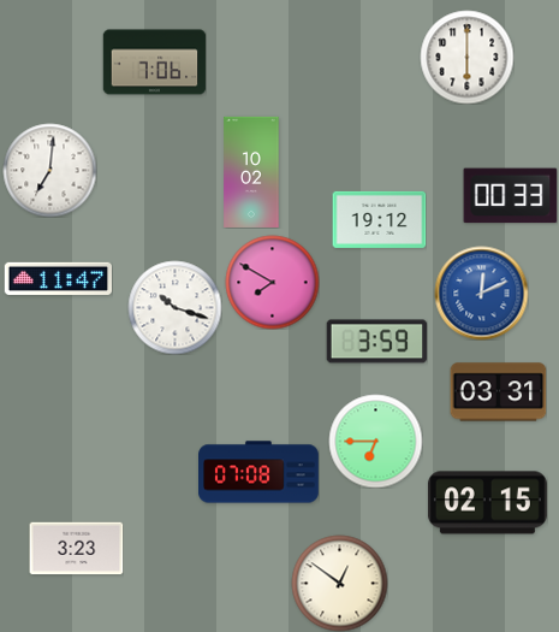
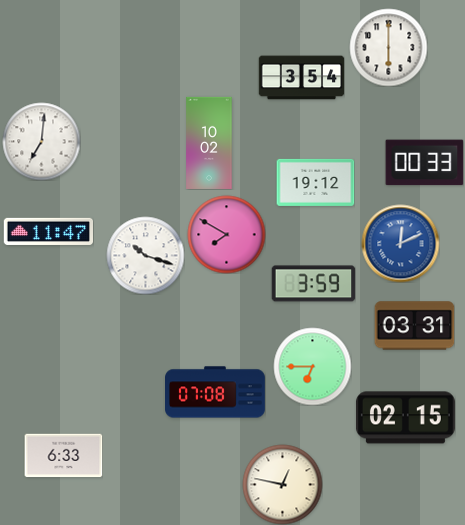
clock at (154, 63): 7:06 -> none
clock at (301, 78): none -> 3:54
clock at (76, 549): 3:23 -> 6:33
clock at (339, 583): 12:51 -> 12:47
